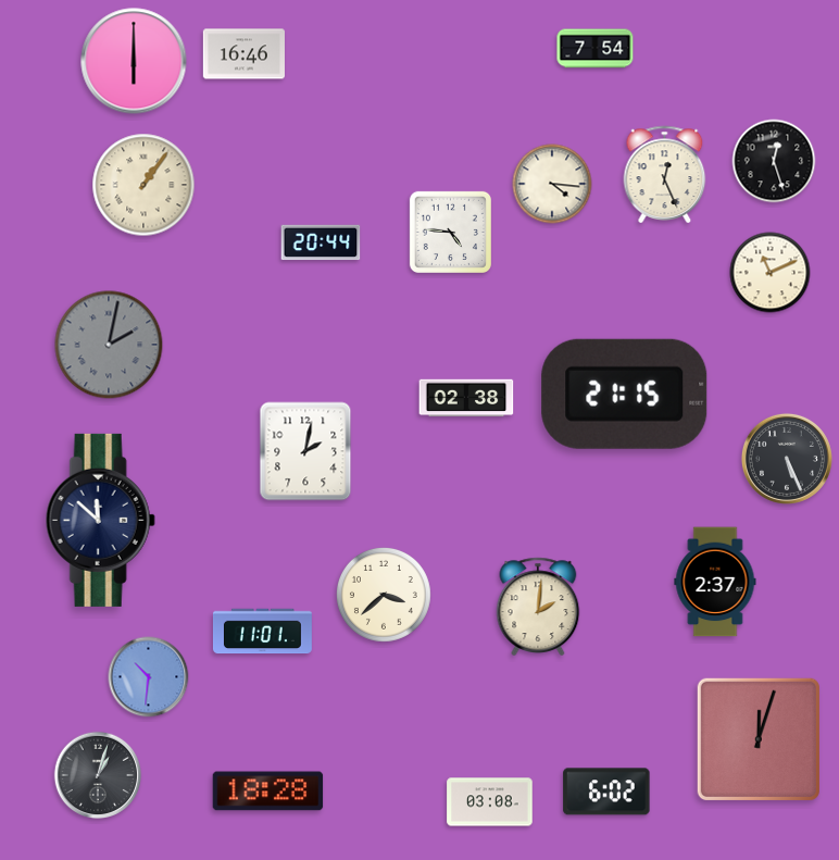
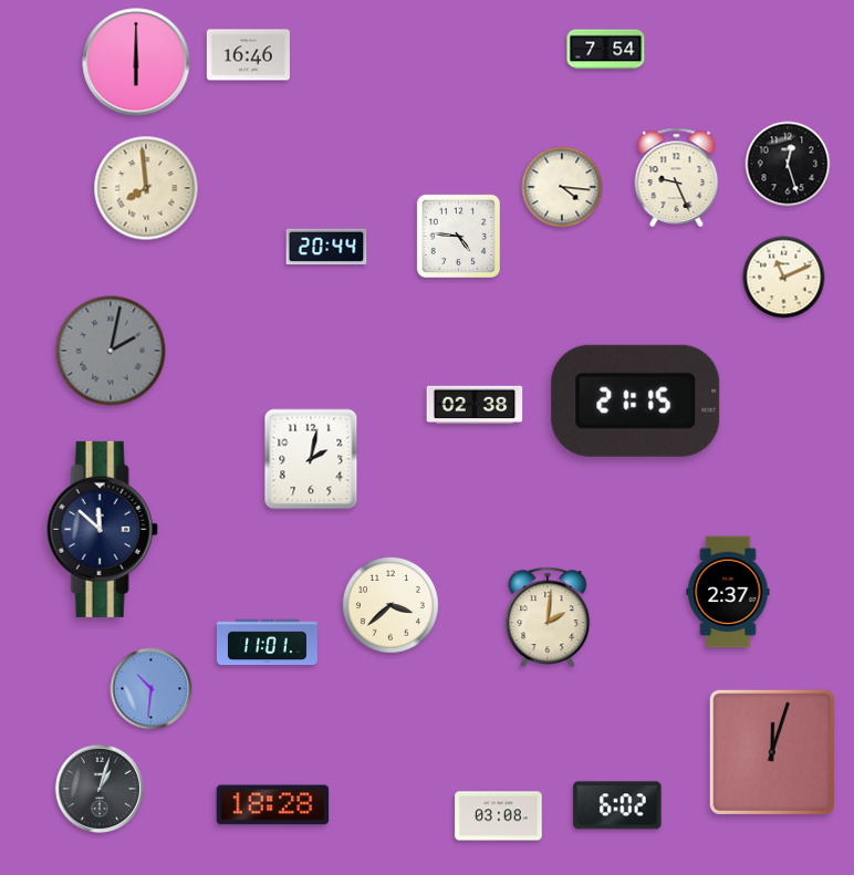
clock at (665, 174): 12:26 -> 9:26
clock at (143, 185): 1:06 -> 7:59
clock at (787, 459): 5:26 -> none
